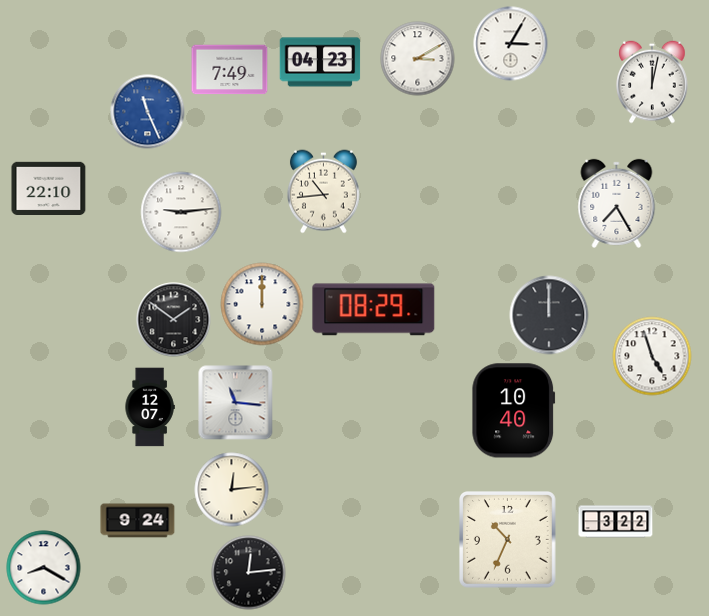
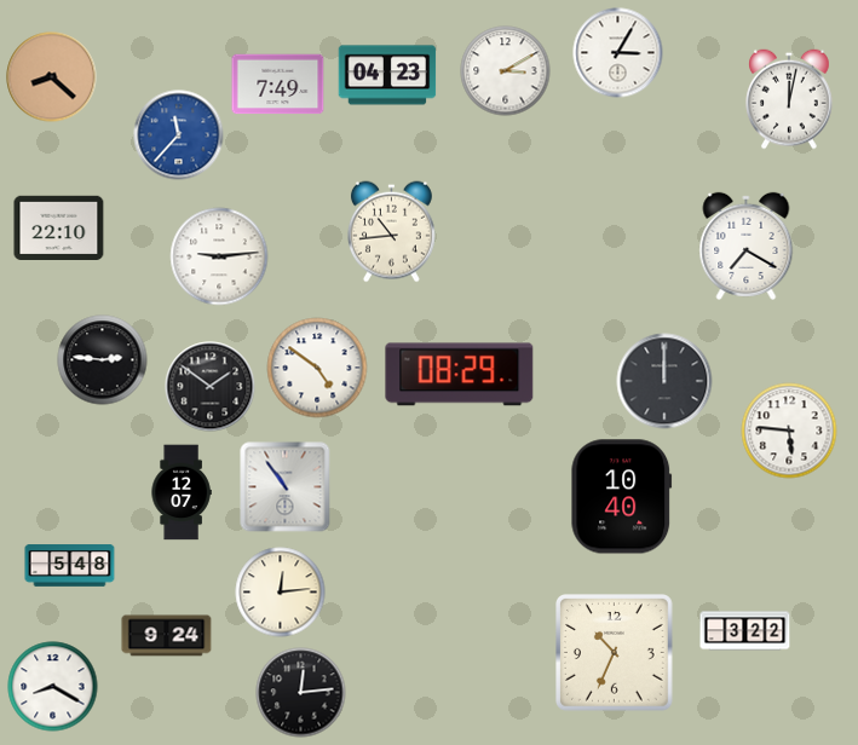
clock at (52, 77): none -> 8:22
clock at (148, 112): 11:26 -> 11:37
clock at (617, 203): 7:25 -> 7:20
clock at (103, 360): none -> 2:46
clock at (262, 304): 12:00 -> 4:51
clock at (374, 310) position: (374, 310) -> (460, 375)
clock at (652, 356): 4:57 -> 5:46
clock at (236, 403): 11:16 -> 10:54
clock at (70, 566): none -> 5:48
clock at (138, 521) position: (138, 521) -> (167, 636)
